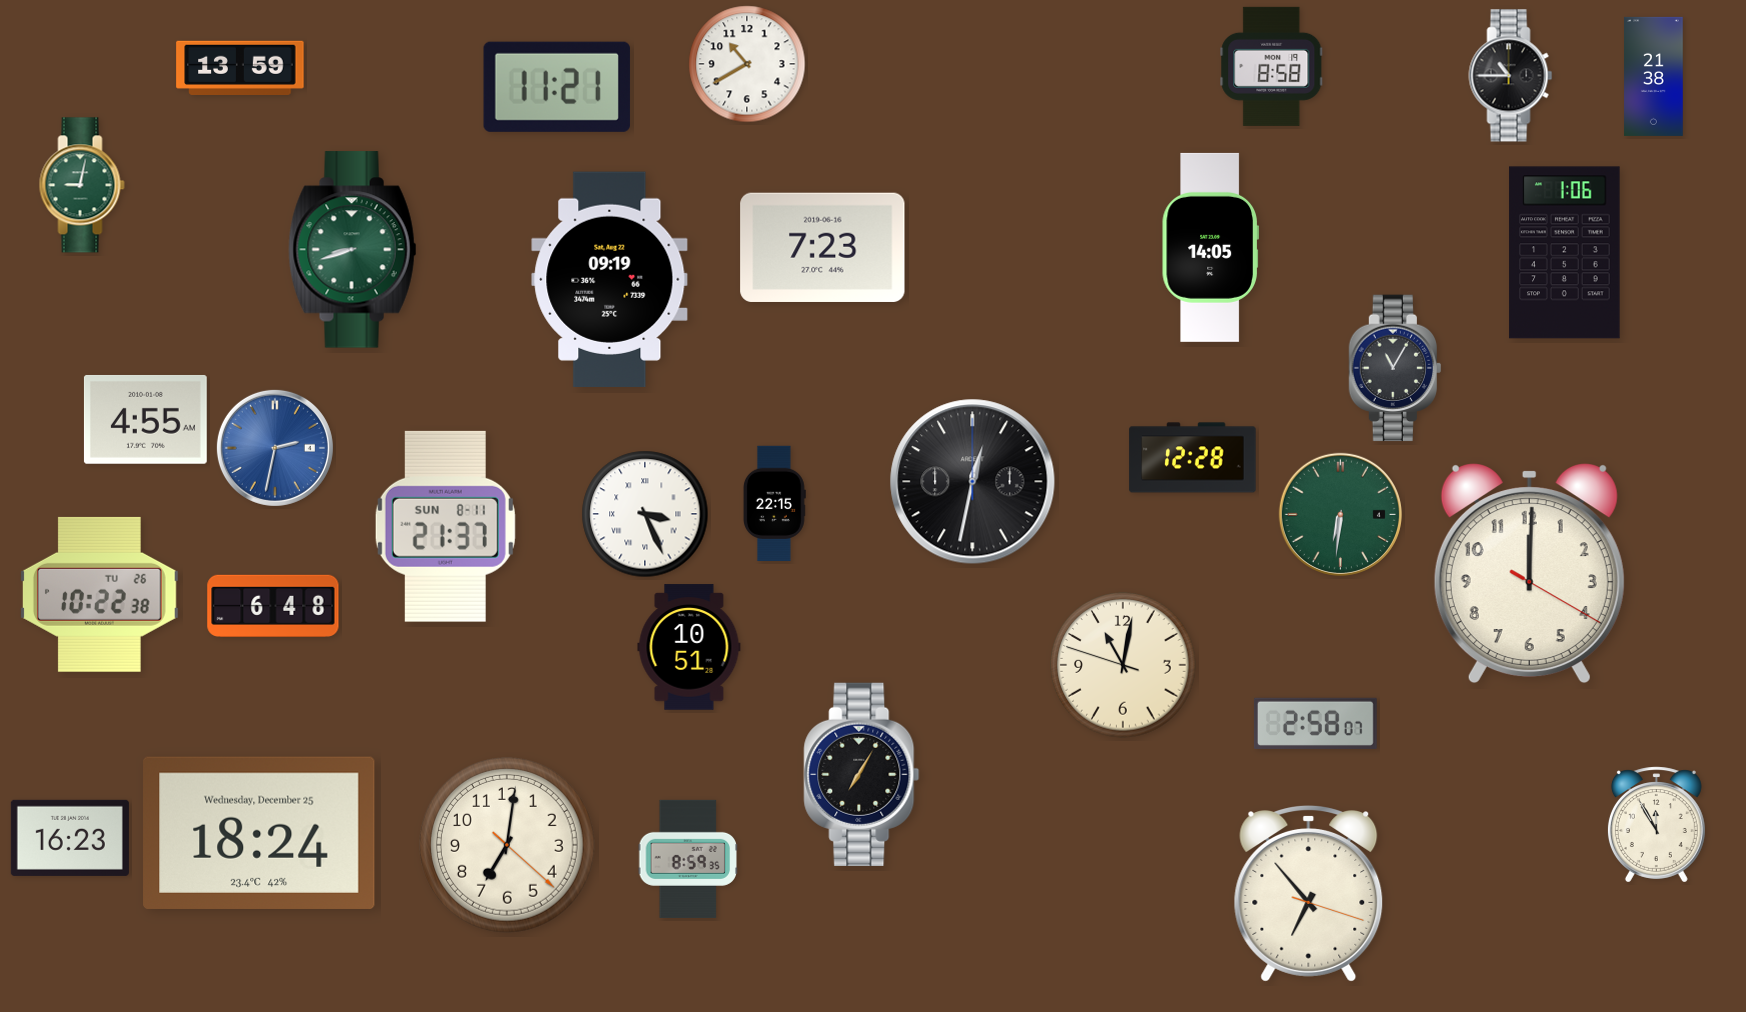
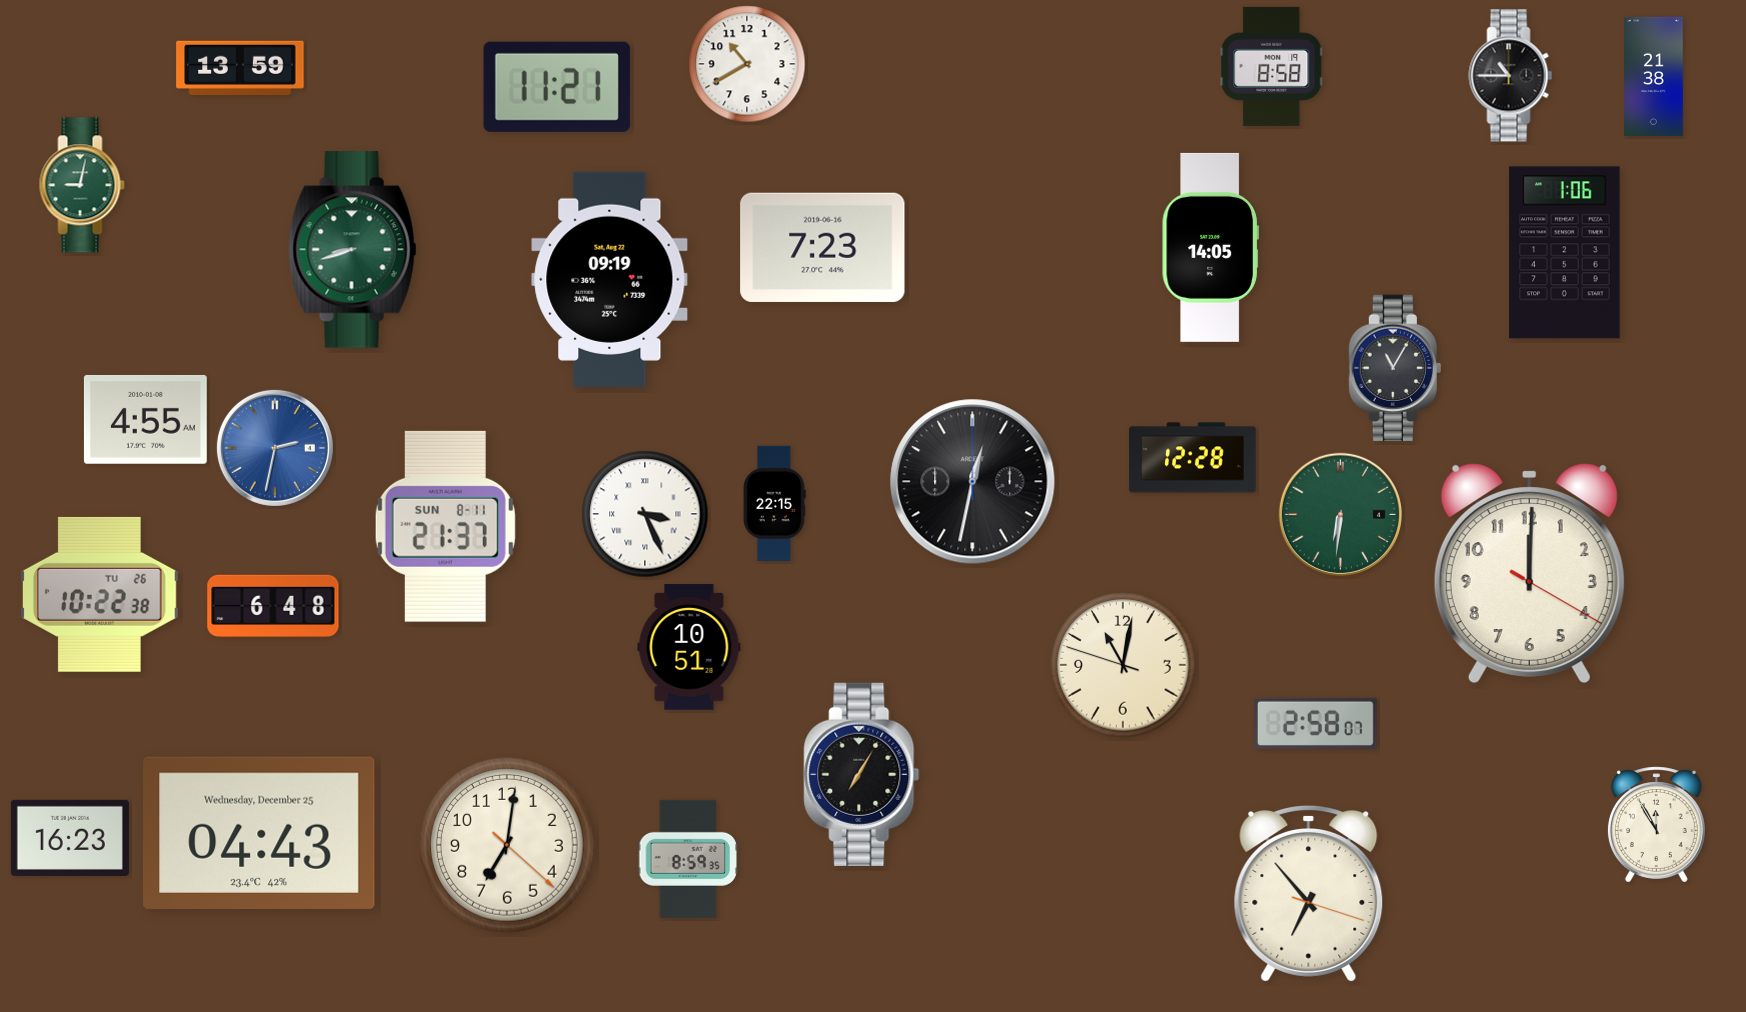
clock at (259, 833): 18:24 -> 04:43
